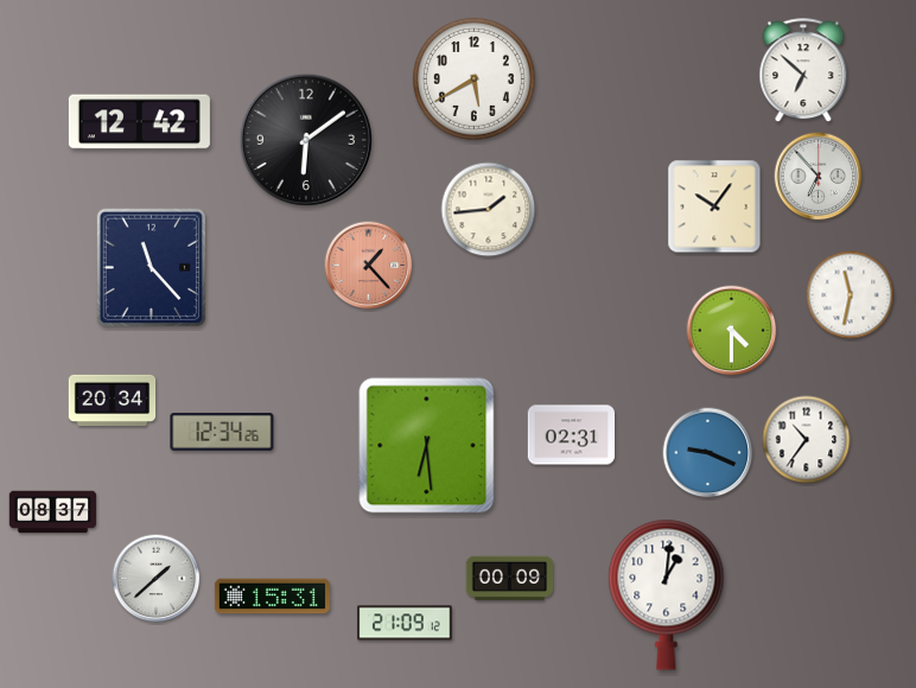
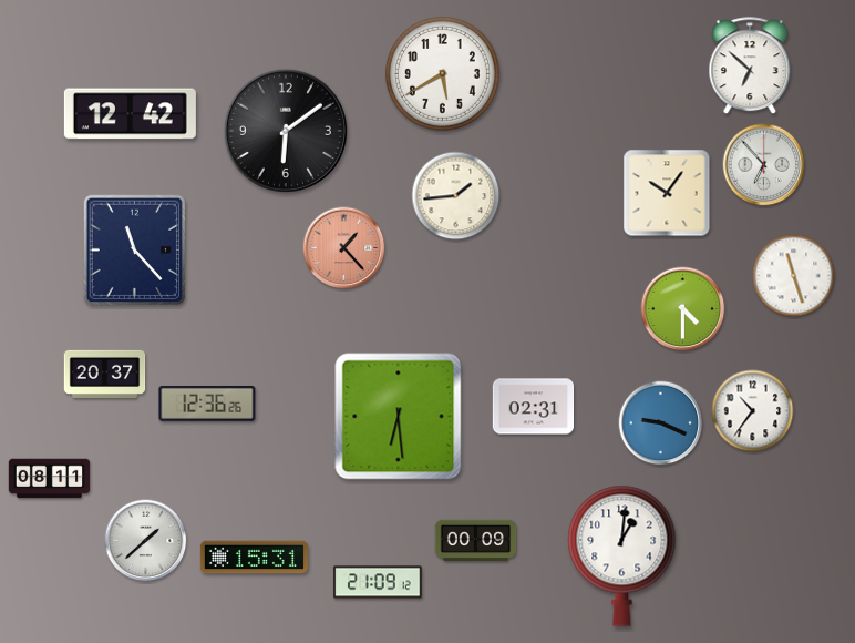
clock at (151, 267) position: (151, 267) -> (134, 249)
clock at (851, 295): 11:32 -> 11:27
clock at (113, 400): 20:34 -> 20:37
clock at (222, 432): 12:34 -> 12:36
clock at (53, 512): 08:37 -> 08:11
